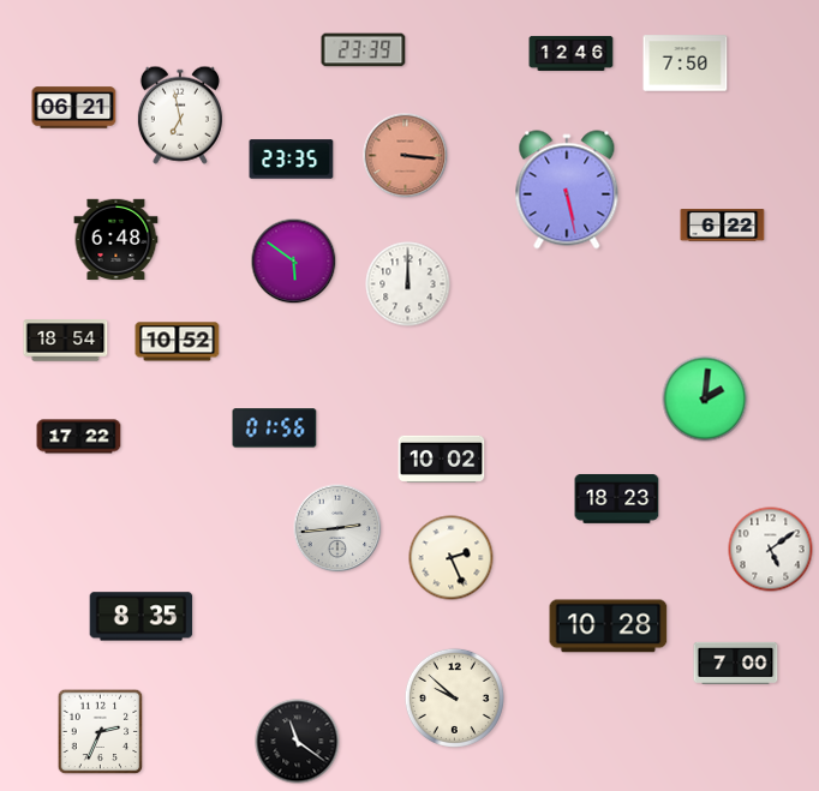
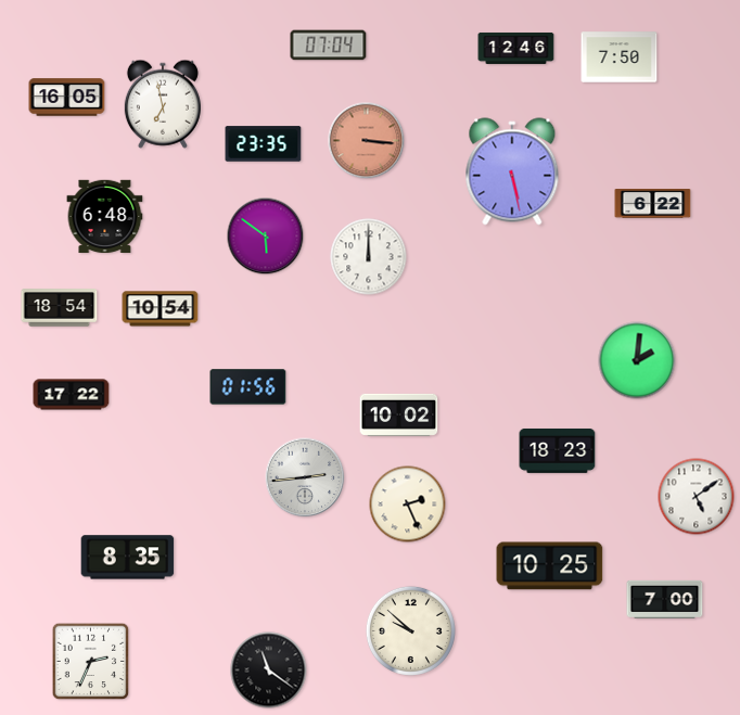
clock at (364, 50): 23:39 -> 07:04
clock at (74, 108): 06:21 -> 16:05
clock at (178, 342): 10:52 -> 10:54
clock at (609, 627): 10:28 -> 10:25
